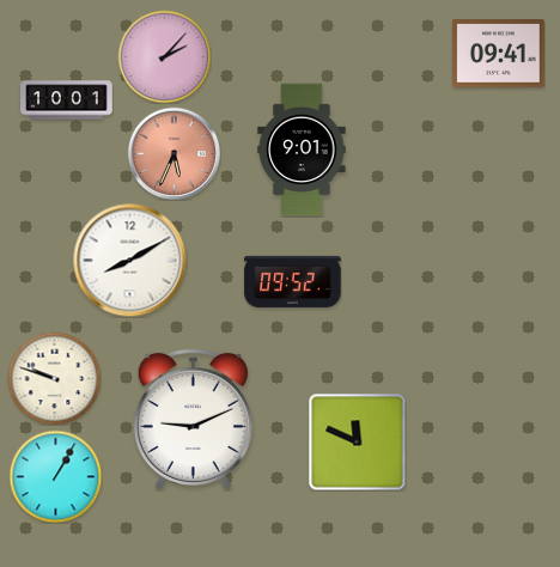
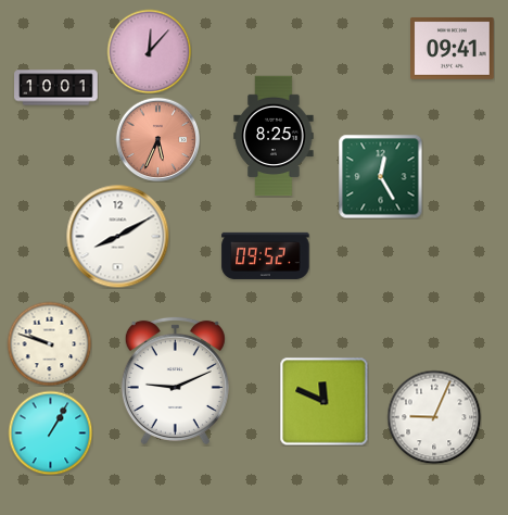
clock at (164, 56): 2:07 -> 12:07
clock at (67, 100) position: (67, 100) -> (56, 88)
clock at (302, 150): 9:01 -> 8:25
clock at (380, 176): none -> 12:25
clock at (434, 417): none -> 9:04
